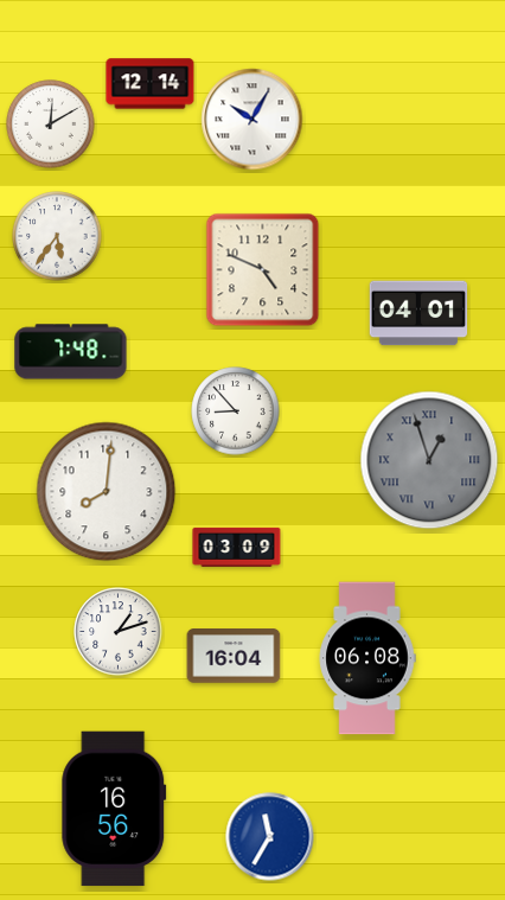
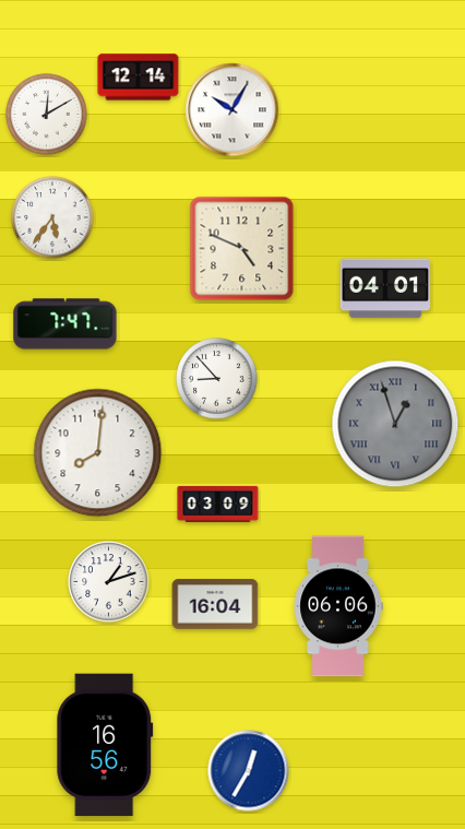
clock at (71, 352): 7:48 -> 7:47
clock at (367, 658): 06:08 -> 06:06
clock at (270, 837): 11:35 -> 12:35
